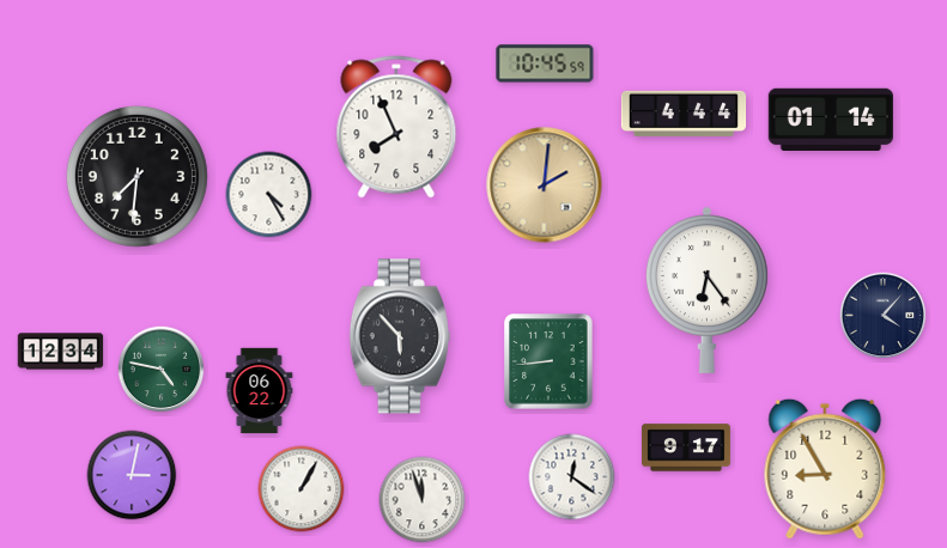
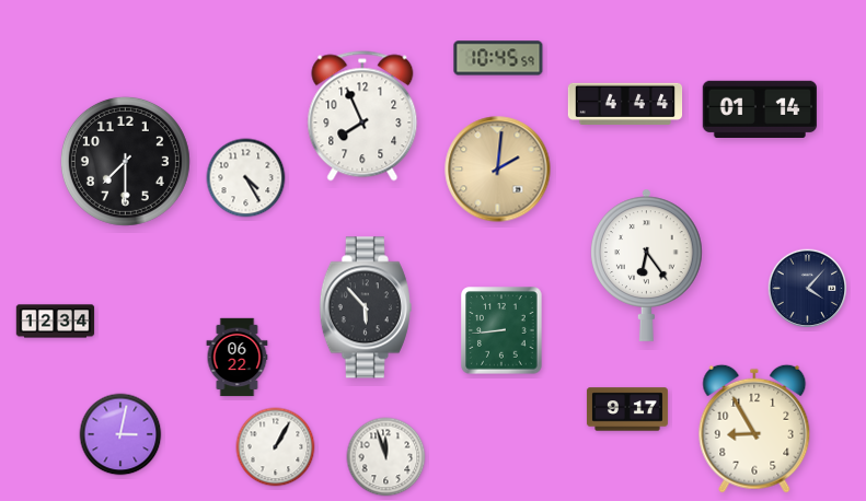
clock at (136, 176): 7:31 -> 7:30
clock at (162, 370): 4:47 -> none
clock at (572, 477): 12:21 -> none
